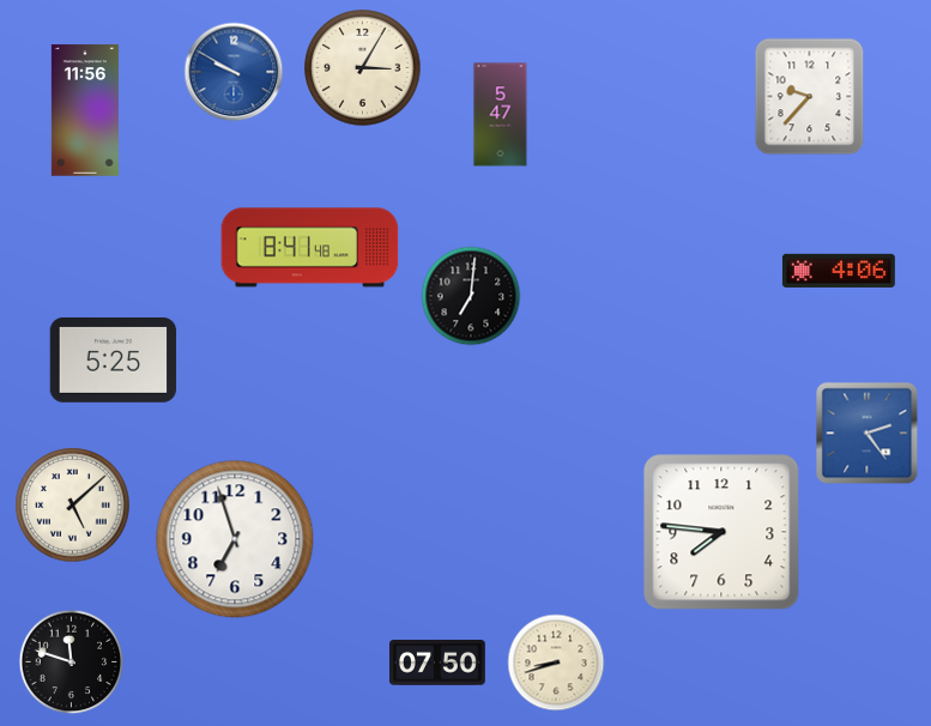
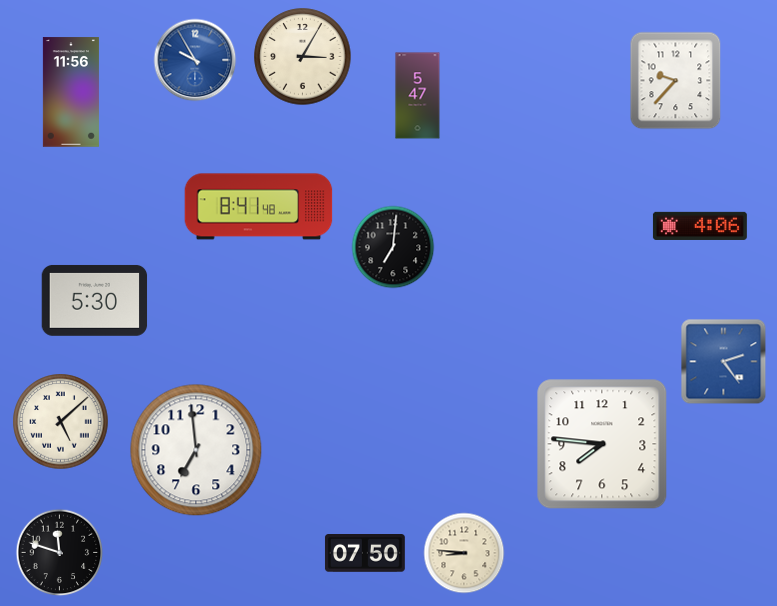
clock at (234, 72): 9:50 -> 9:55
clock at (114, 359): 5:25 -> 5:30
clock at (235, 539): 6:57 -> 6:59
clock at (556, 663): 8:42 -> 8:46
